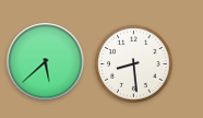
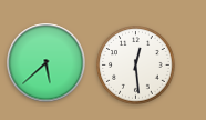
clock at (134, 64): 8:29 -> 12:29
